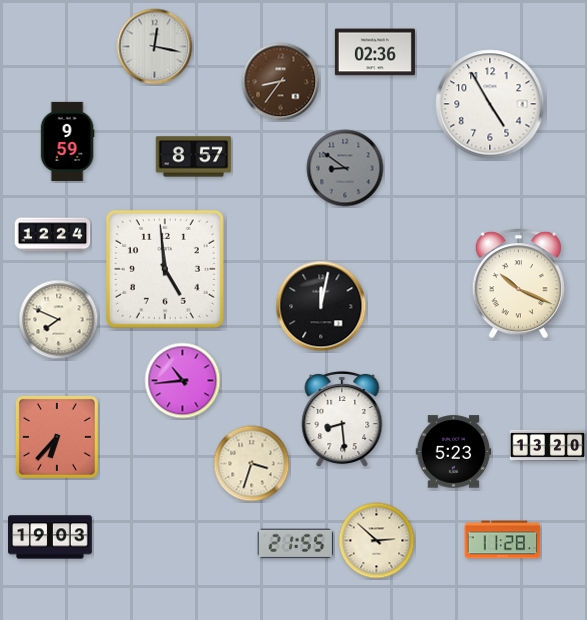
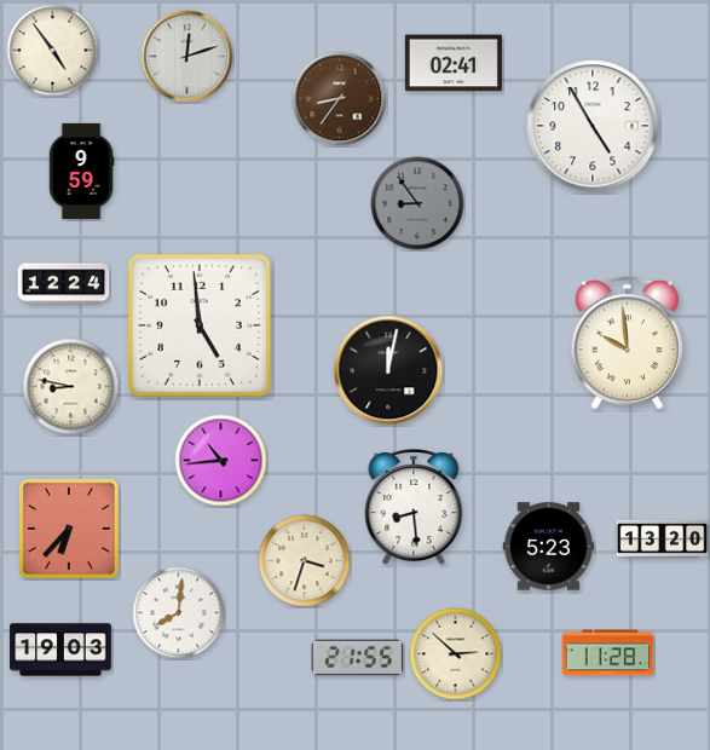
clock at (53, 51): none -> 4:54
clock at (155, 47): 12:17 -> 12:12
clock at (375, 52): 02:36 -> 02:41
clock at (194, 157): 8:57 -> none
clock at (345, 168): 8:51 -> 8:54
clock at (518, 284): 10:19 -> 9:59
clock at (59, 320): 7:49 -> 8:47
clock at (179, 613): none -> 8:01
